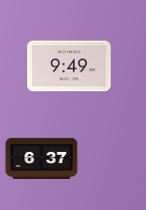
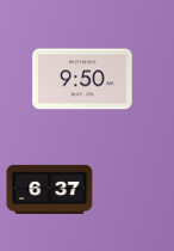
clock at (69, 66): 9:49 -> 9:50
